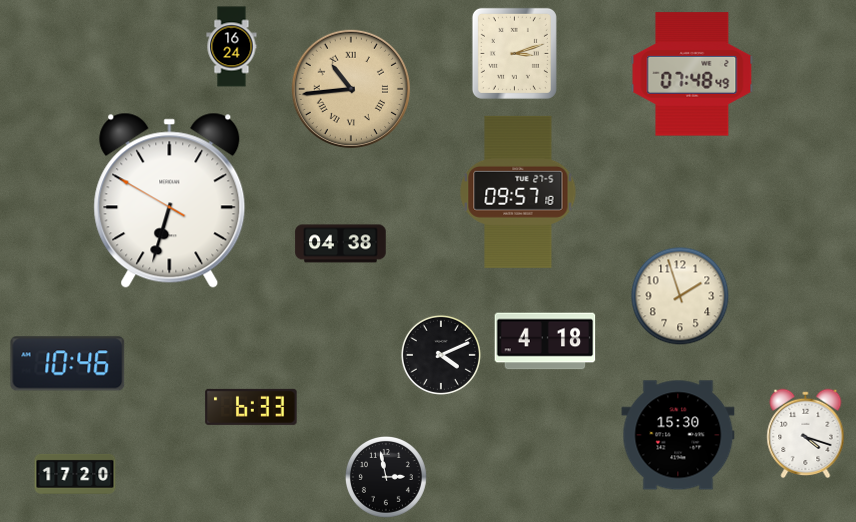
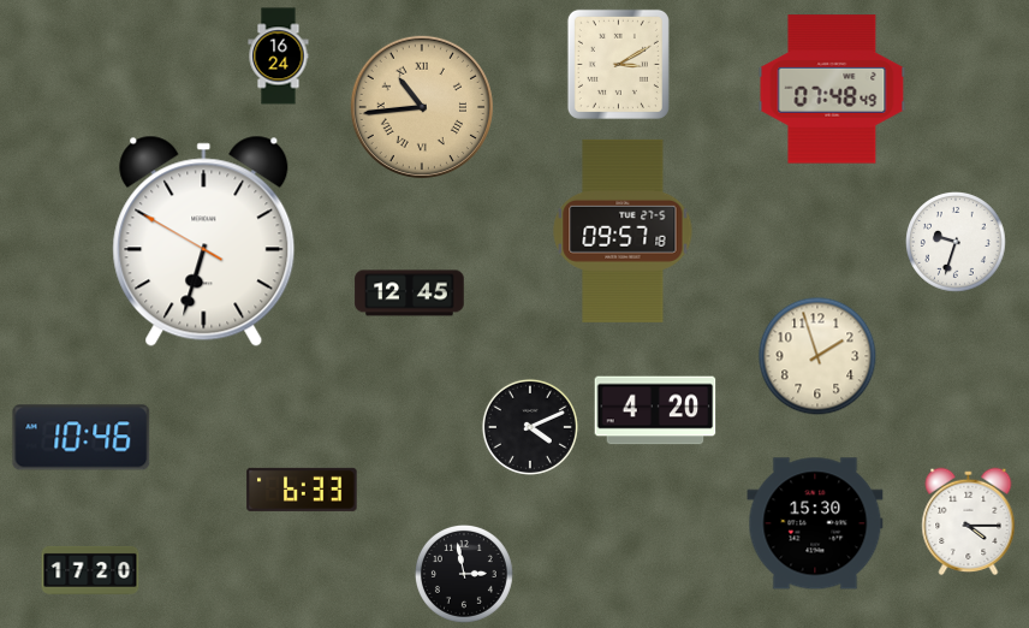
clock at (514, 53): 3:12 -> 3:10
clock at (957, 243): none -> 9:33
clock at (341, 244): 04:38 -> 12:45
clock at (545, 341): 4:18 -> 4:20
clock at (806, 434): 4:18 -> 4:15
